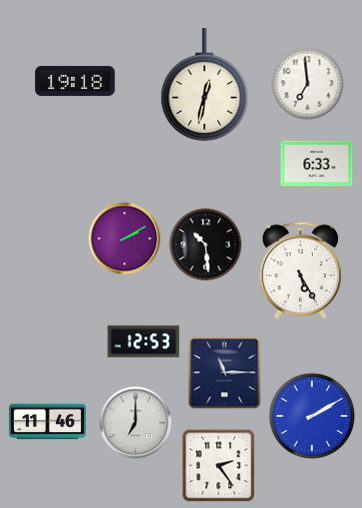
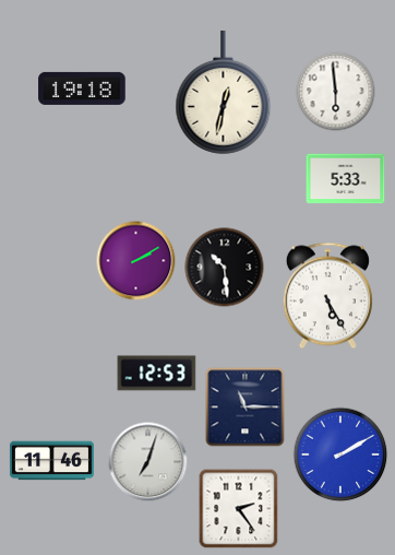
clock at (308, 84): 6:59 -> 5:59
clock at (317, 164): 6:33 -> 5:33
clock at (136, 423): 7:00 -> 7:03
